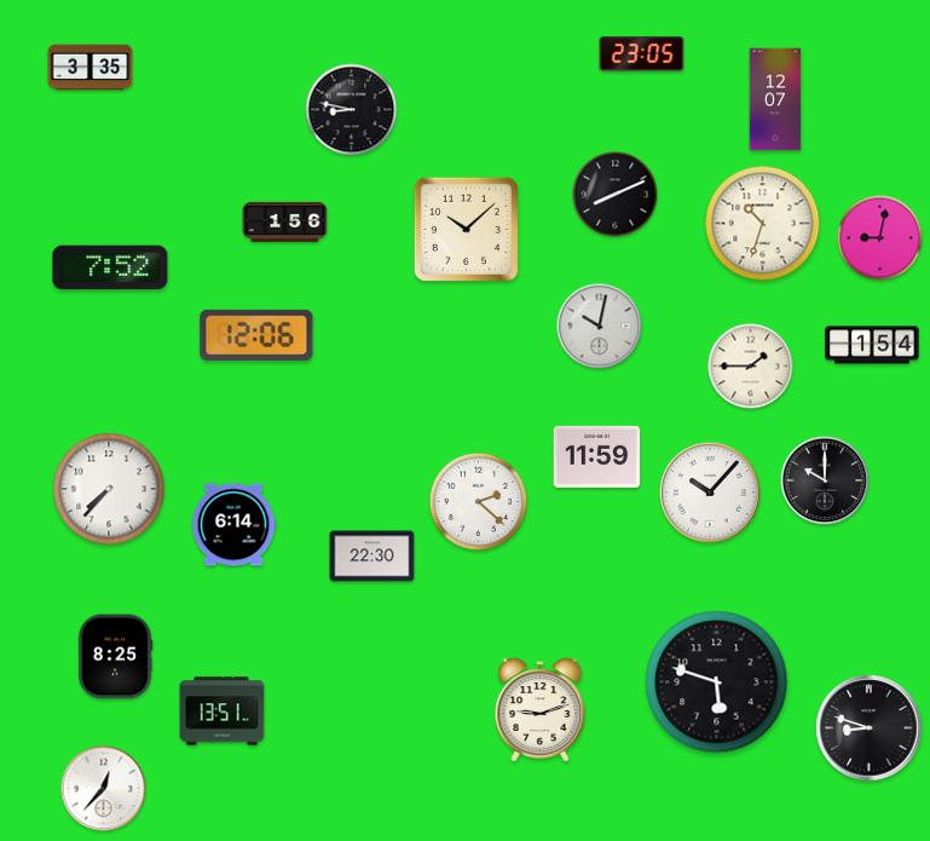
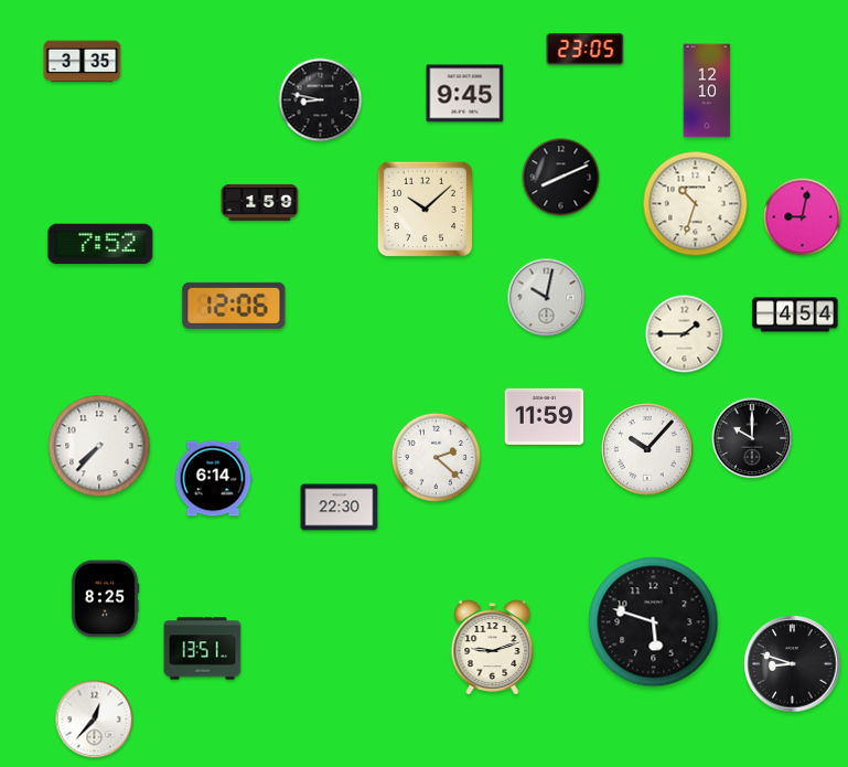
clock at (775, 99): 12:07 -> 12:10
clock at (465, 94): none -> 9:45
clock at (285, 221): 1:56 -> 1:59
clock at (872, 345): 1:54 -> 4:54
